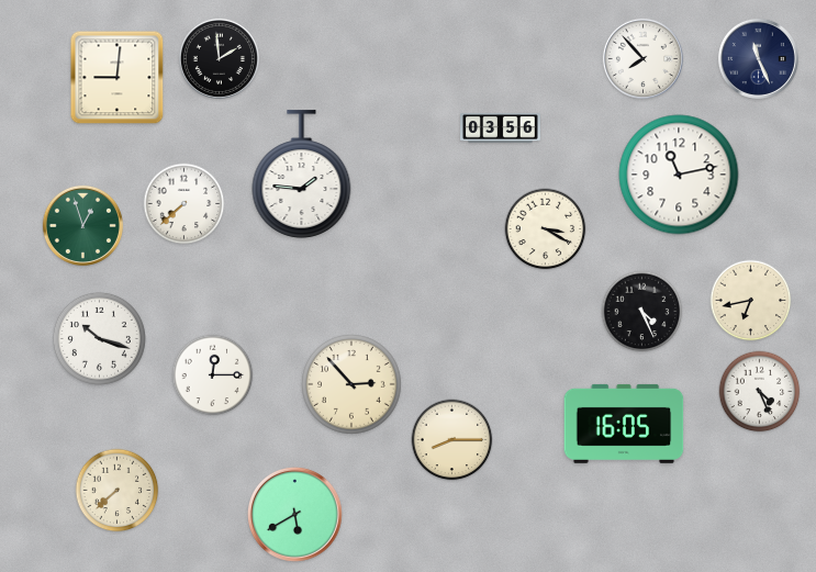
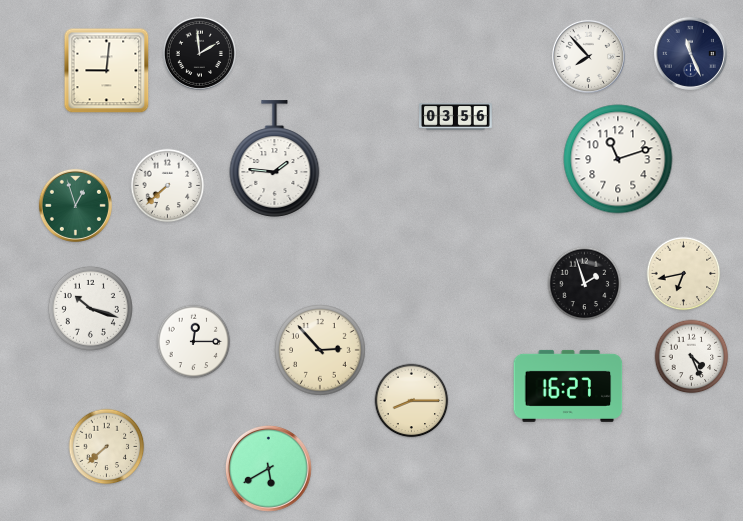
clock at (642, 58) position: (642, 58) -> (588, 56)
clock at (679, 175): 11:13 -> 11:12
clock at (546, 229): 3:20 -> none
clock at (642, 312): 4:26 -> 1:57
clock at (624, 424): 16:05 -> 16:27
